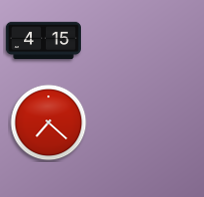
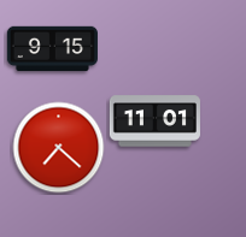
clock at (43, 41): 4:15 -> 9:15
clock at (154, 122): none -> 11:01
